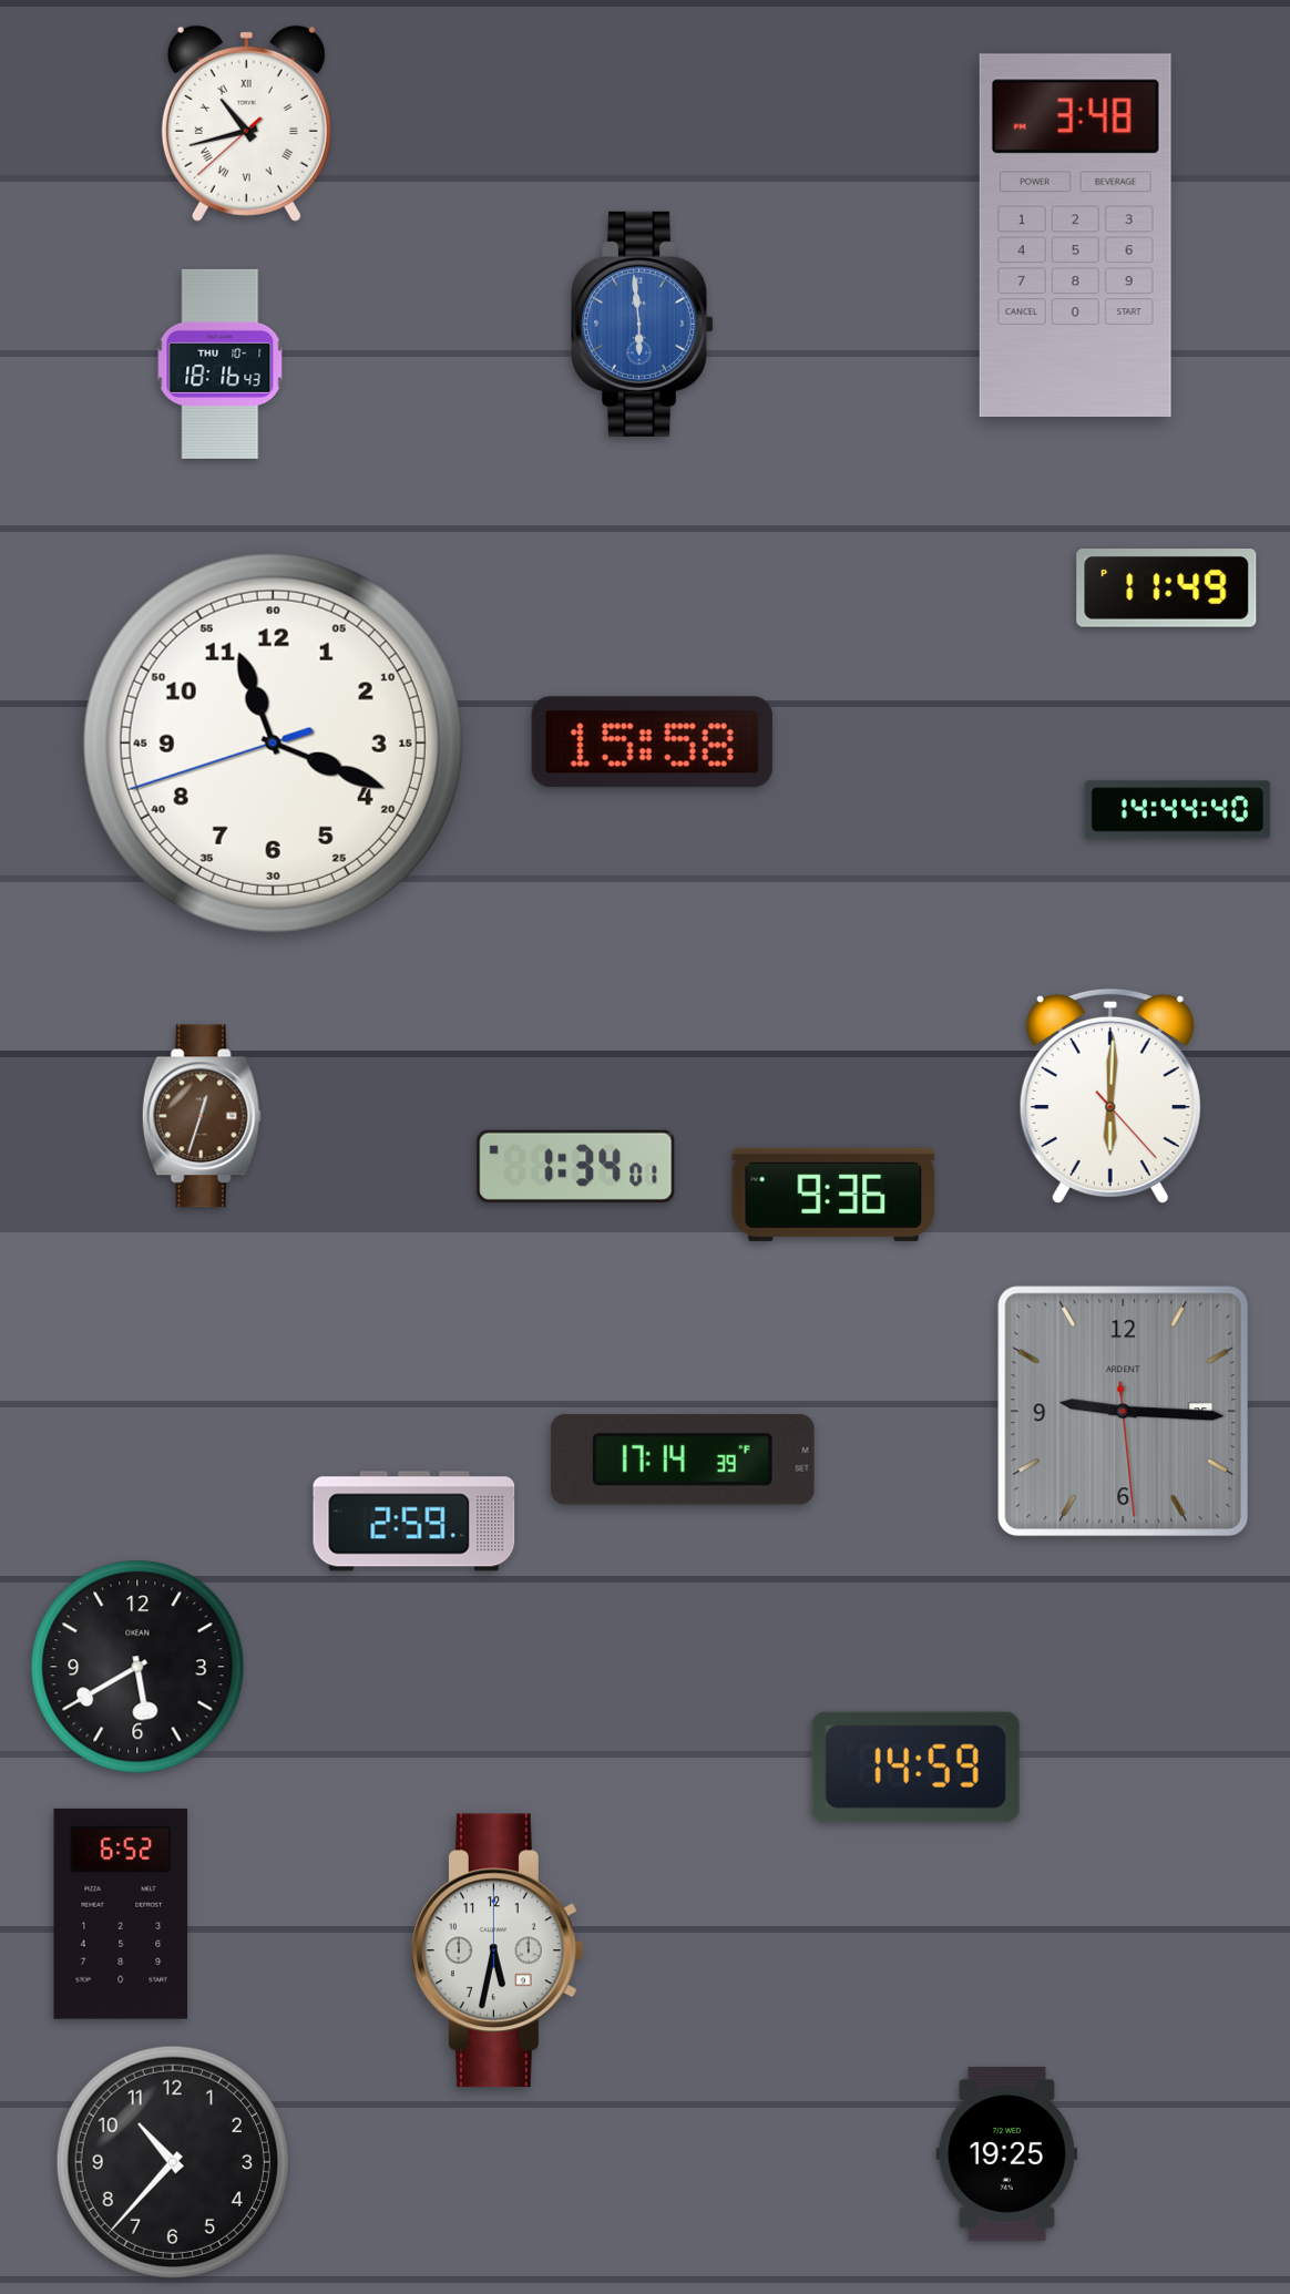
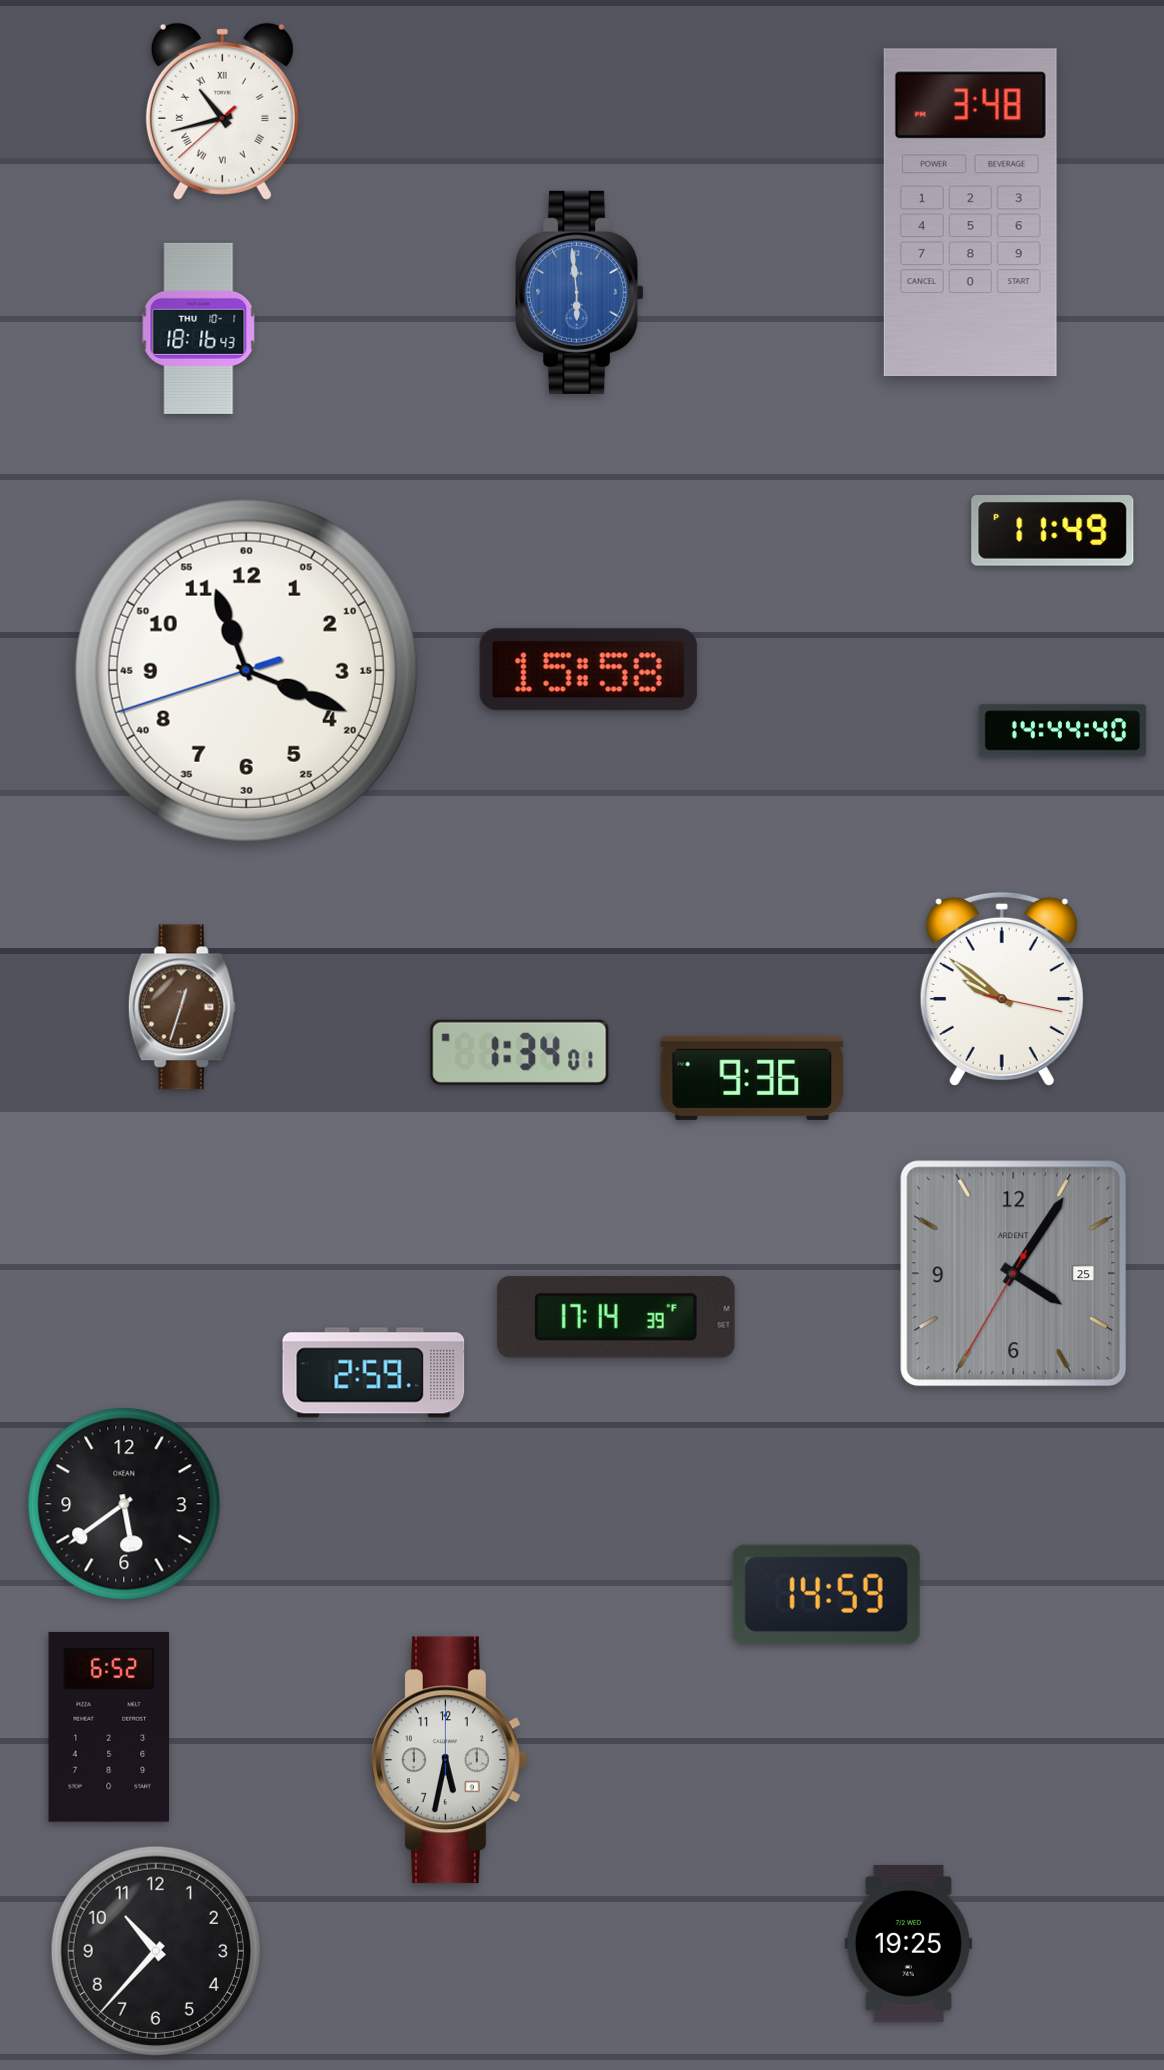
clock at (1110, 1095): 6:00 -> 9:51
clock at (1124, 1412): 9:15 -> 4:05
clock at (137, 1667): 5:40 -> 5:39
